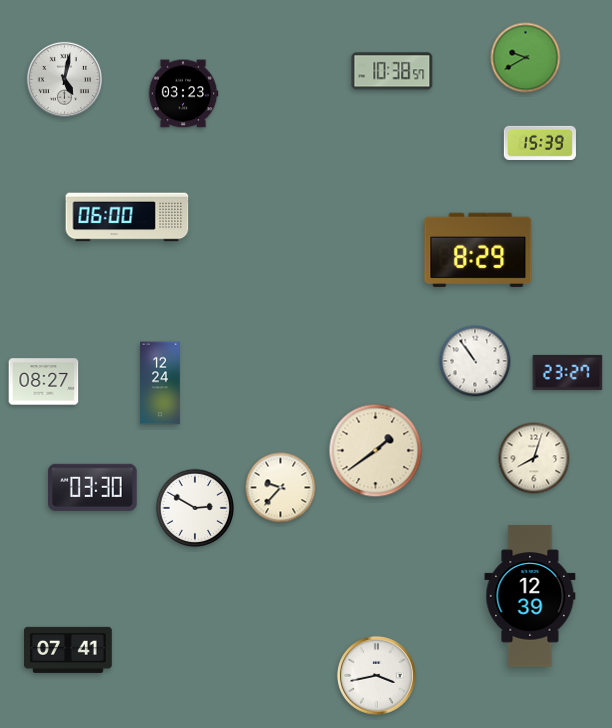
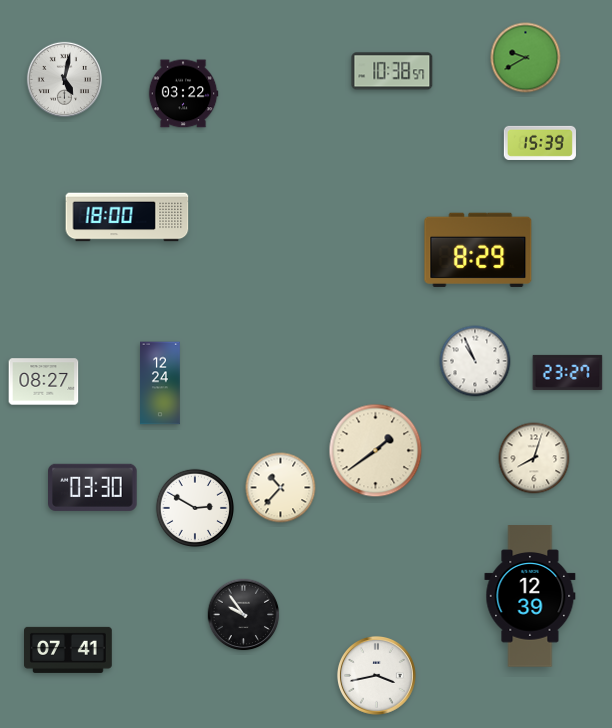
clock at (183, 94): 03:23 -> 03:22
clock at (127, 217): 06:00 -> 18:00
clock at (475, 361): 10:54 -> 10:56
clock at (281, 488): 9:37 -> 10:37
clock at (244, 615): none -> 9:54
